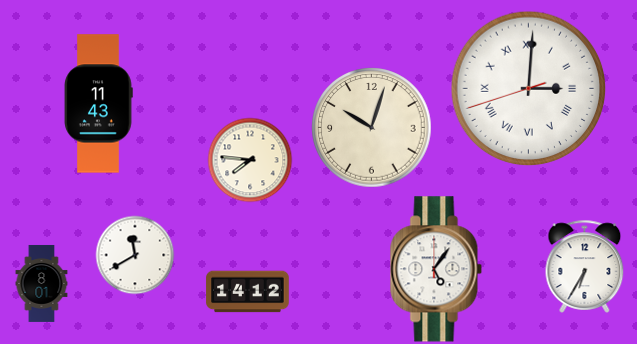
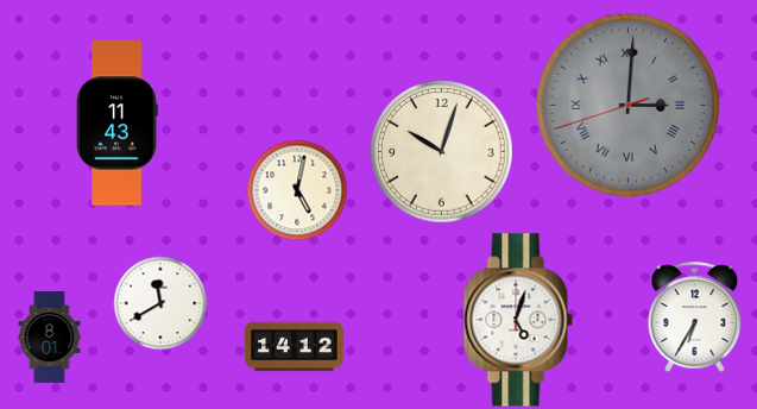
clock at (529, 89) dial: white -> grey
clock at (250, 160): 7:46 -> 5:02
clock at (436, 269): 5:06 -> 5:03
